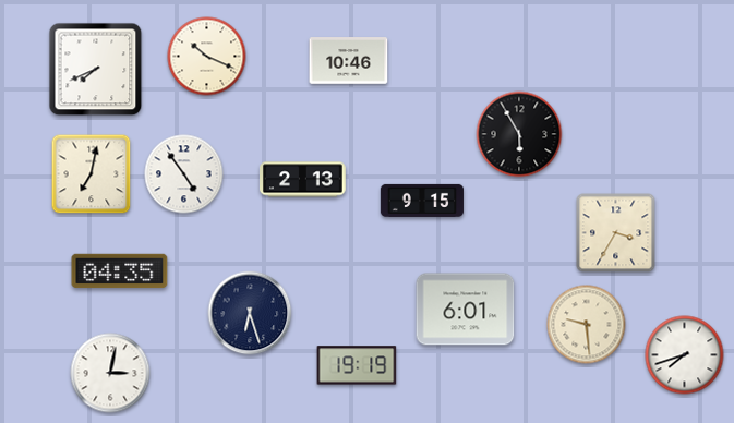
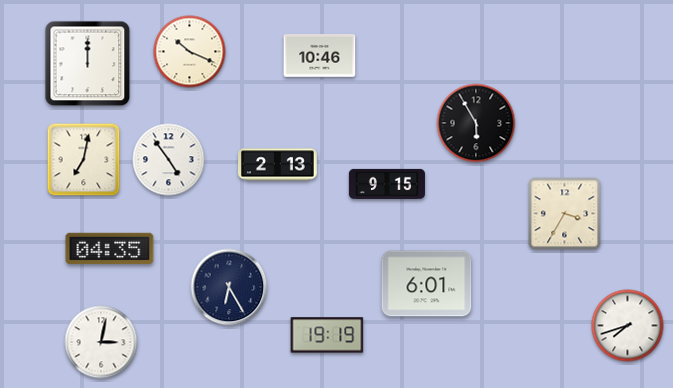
clock at (96, 70): 7:41 -> 12:00
clock at (250, 313): 6:27 -> 6:25
clock at (587, 325): 9:29 -> none
